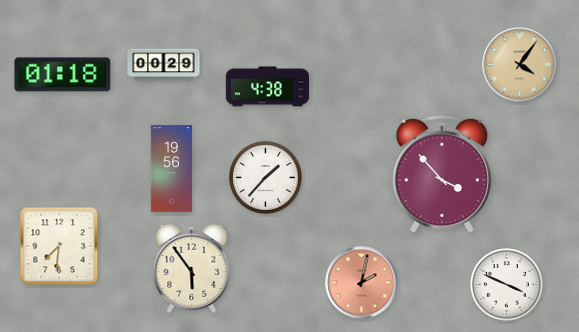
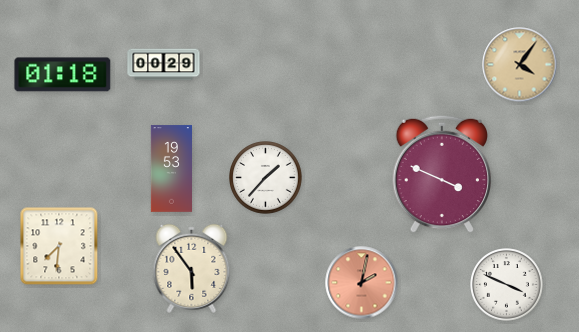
clock at (267, 87): 4:38 -> none
clock at (171, 169): 19:56 -> 19:53
clock at (442, 174): 3:53 -> 3:49
